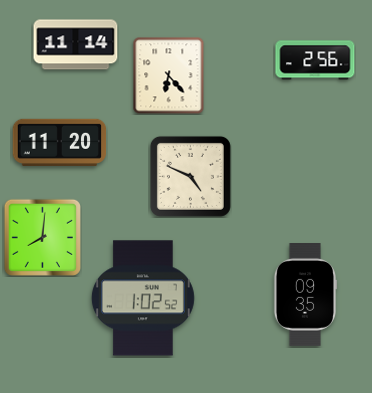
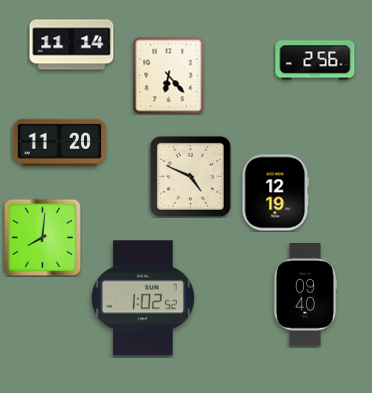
clock at (76, 45) position: (76, 45) -> (72, 45)
clock at (276, 193): none -> 12:19
clock at (305, 295): 09:35 -> 09:40
